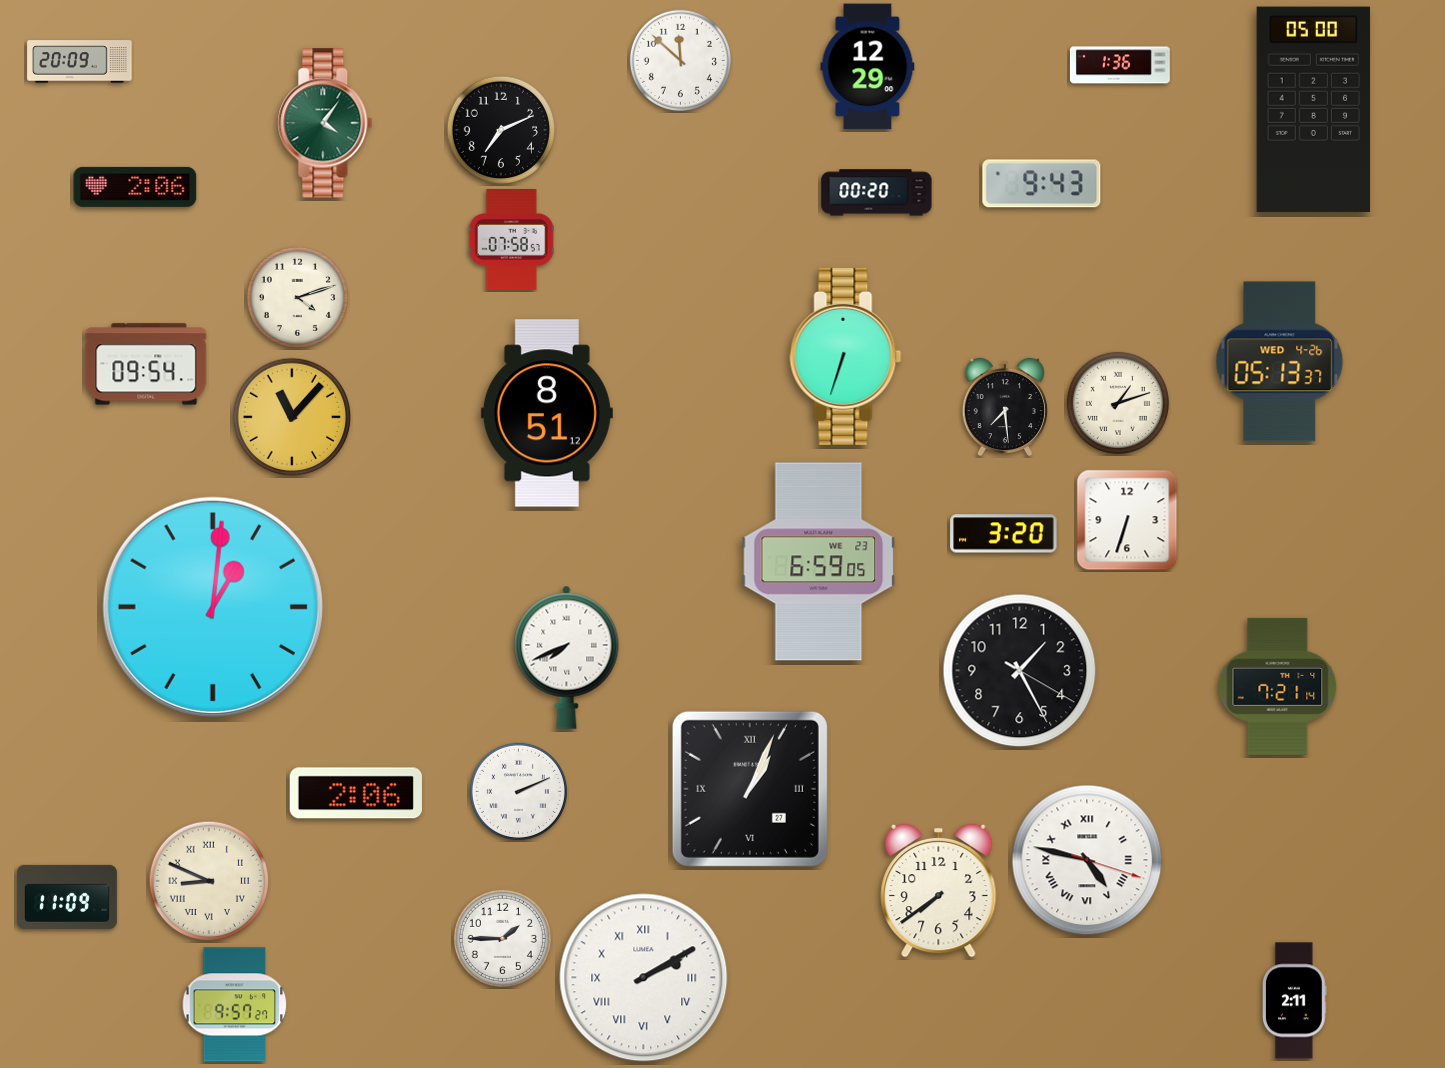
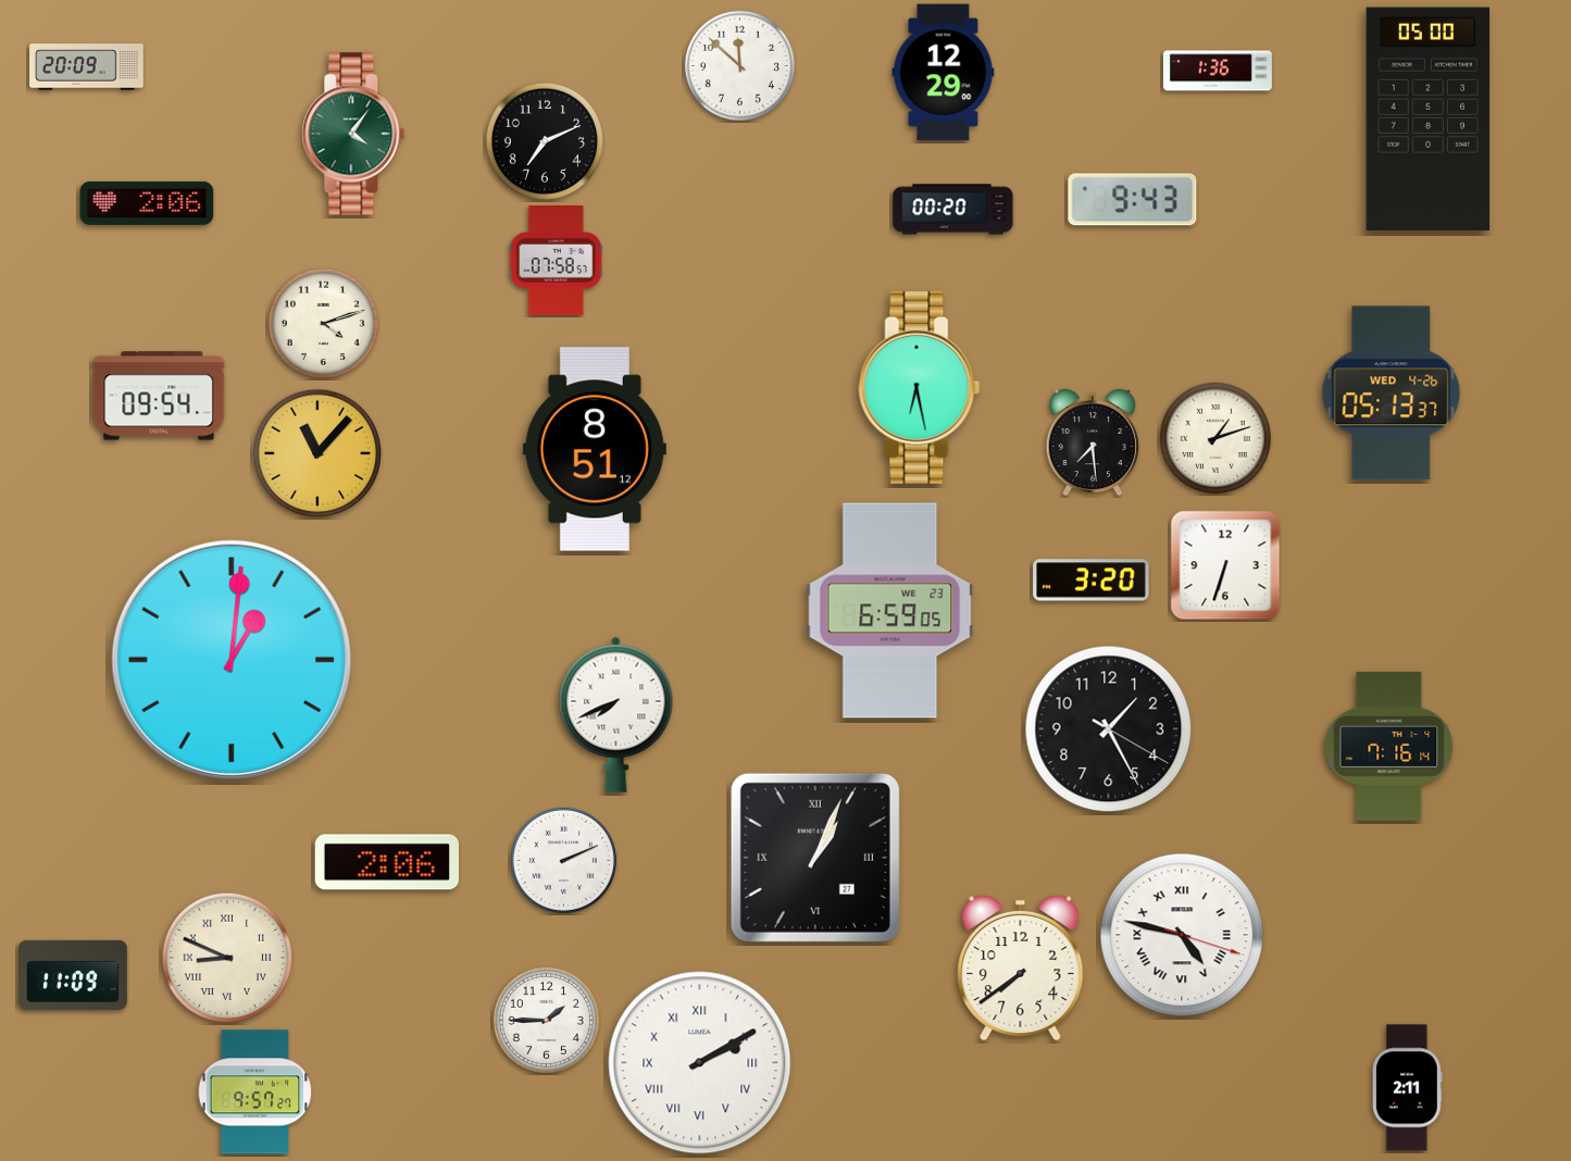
clock at (846, 356): 6:33 -> 6:28
clock at (1278, 686): 7:21 -> 7:16
